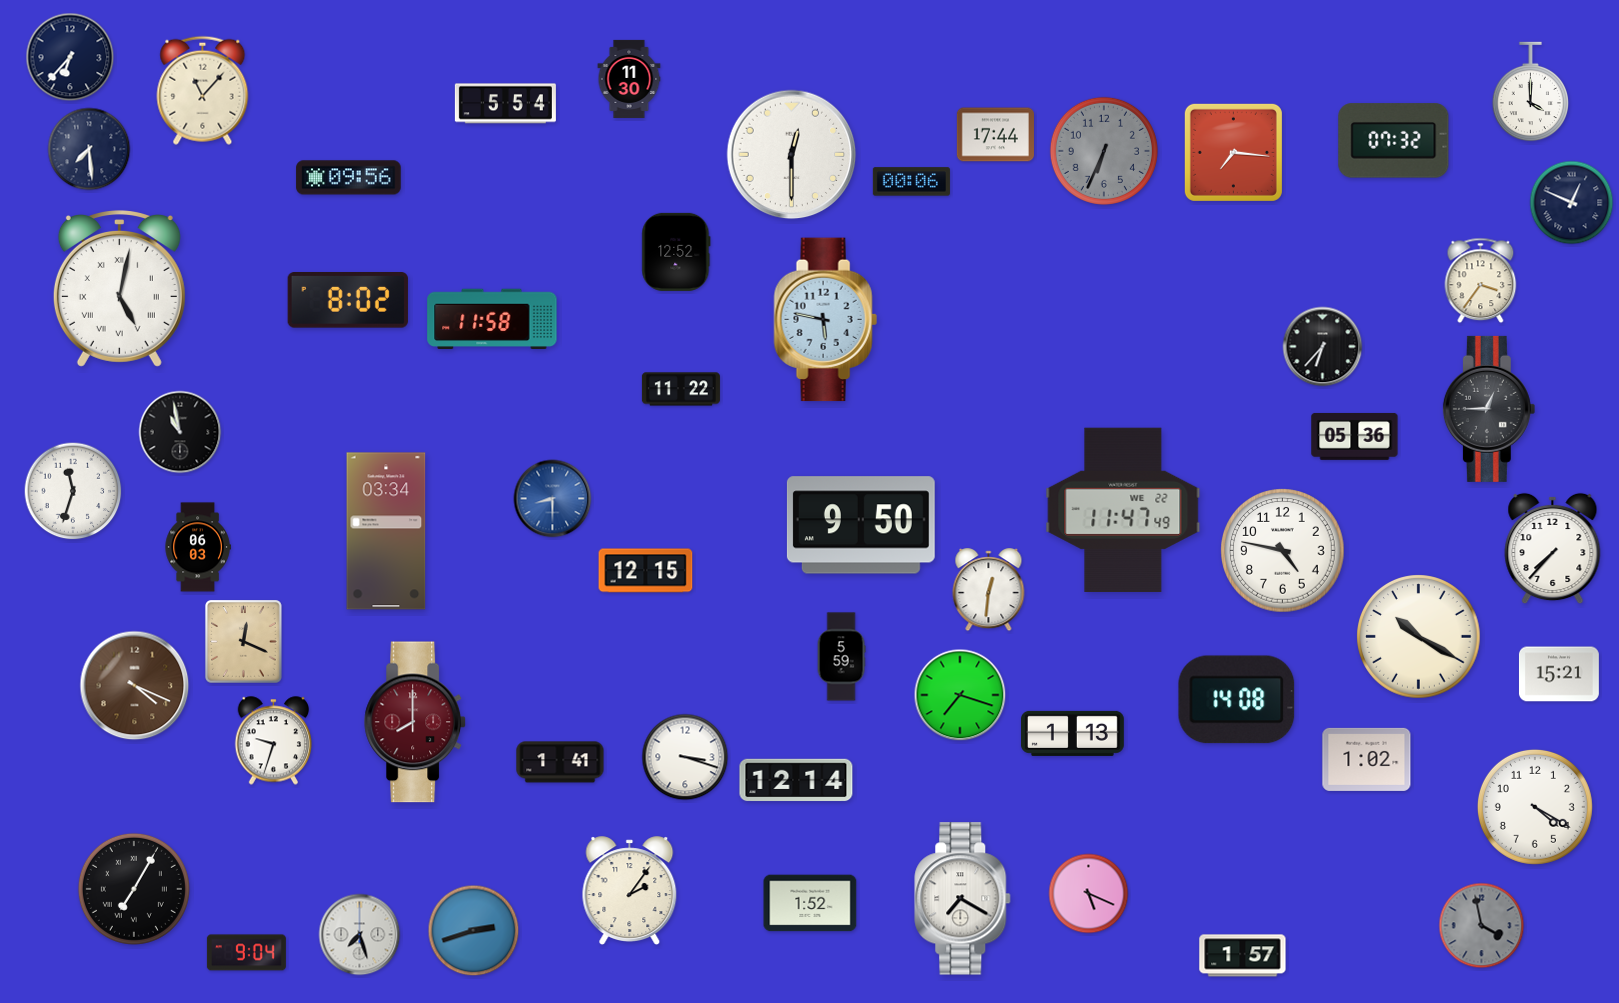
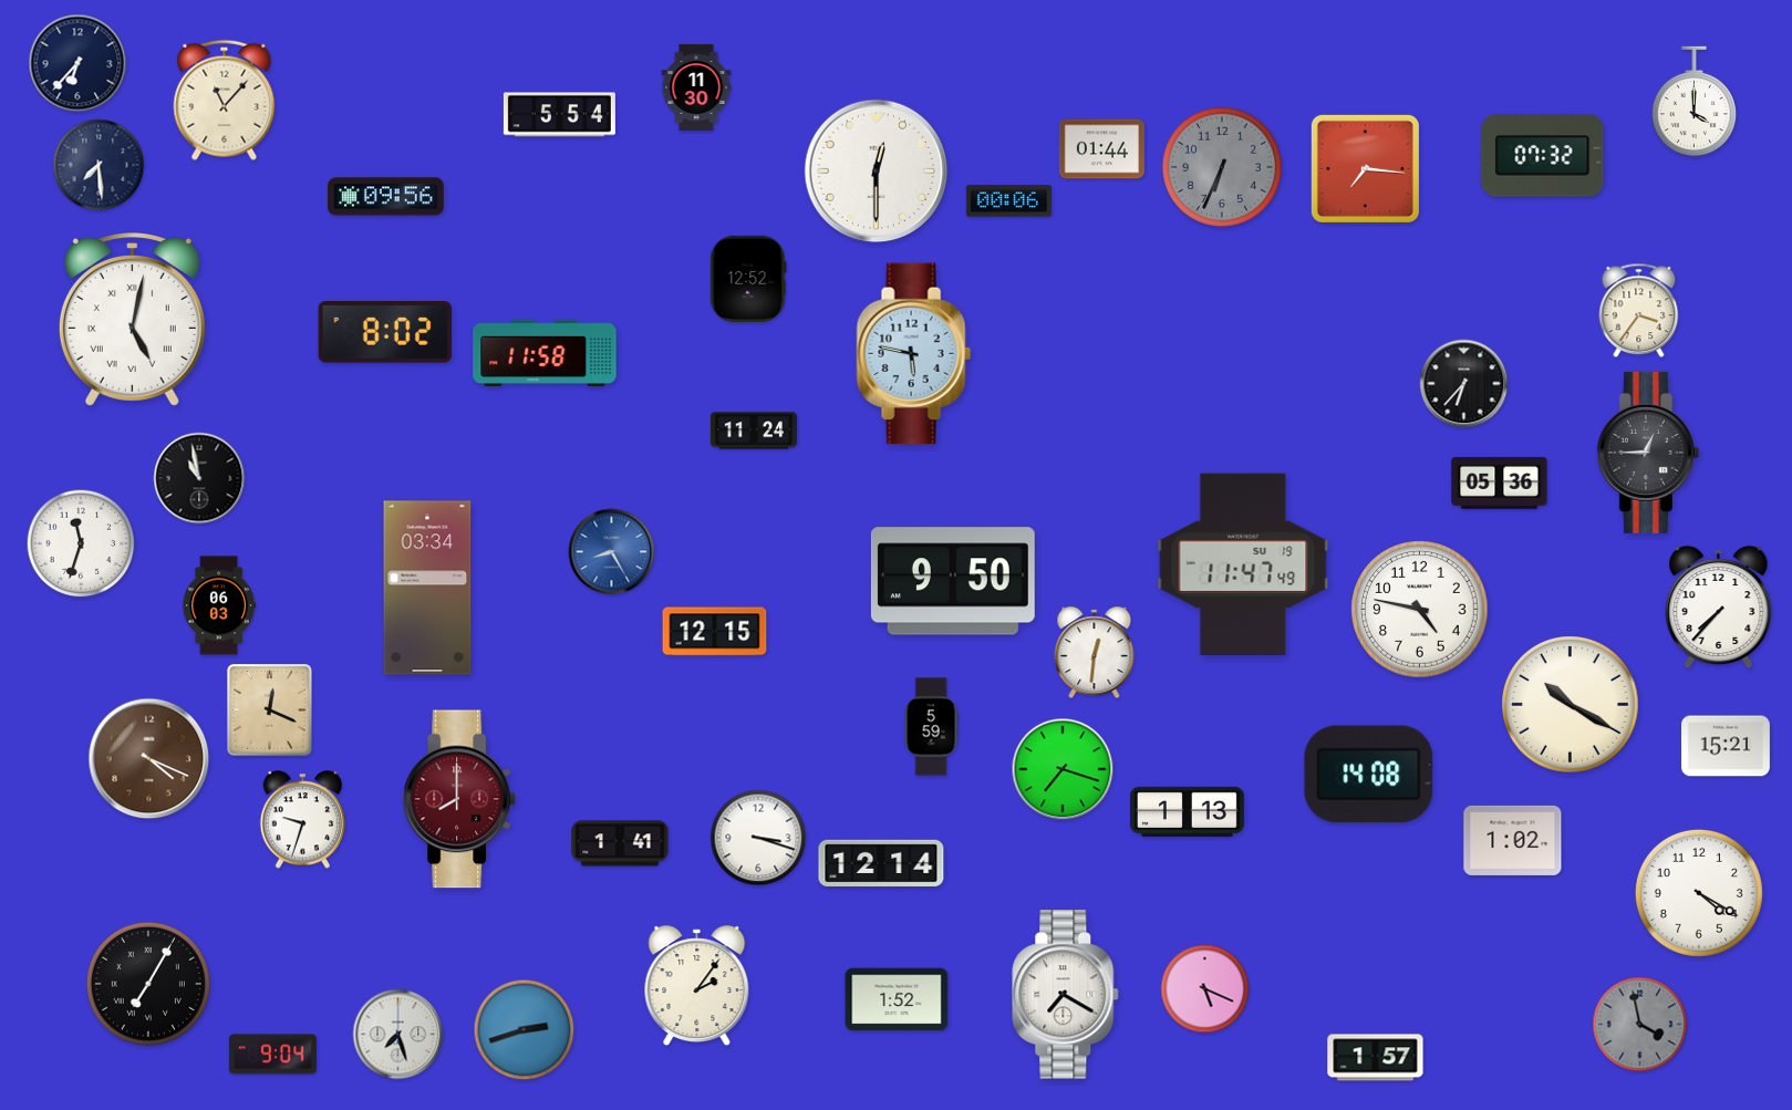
clock at (995, 135): 17:44 -> 01:44
clock at (1572, 203): 12:49 -> none
clock at (681, 389): 11:22 -> 11:24
clock at (553, 499): 8:30 -> 8:25
clock at (1123, 510) date: WE 22 -> SU 19
